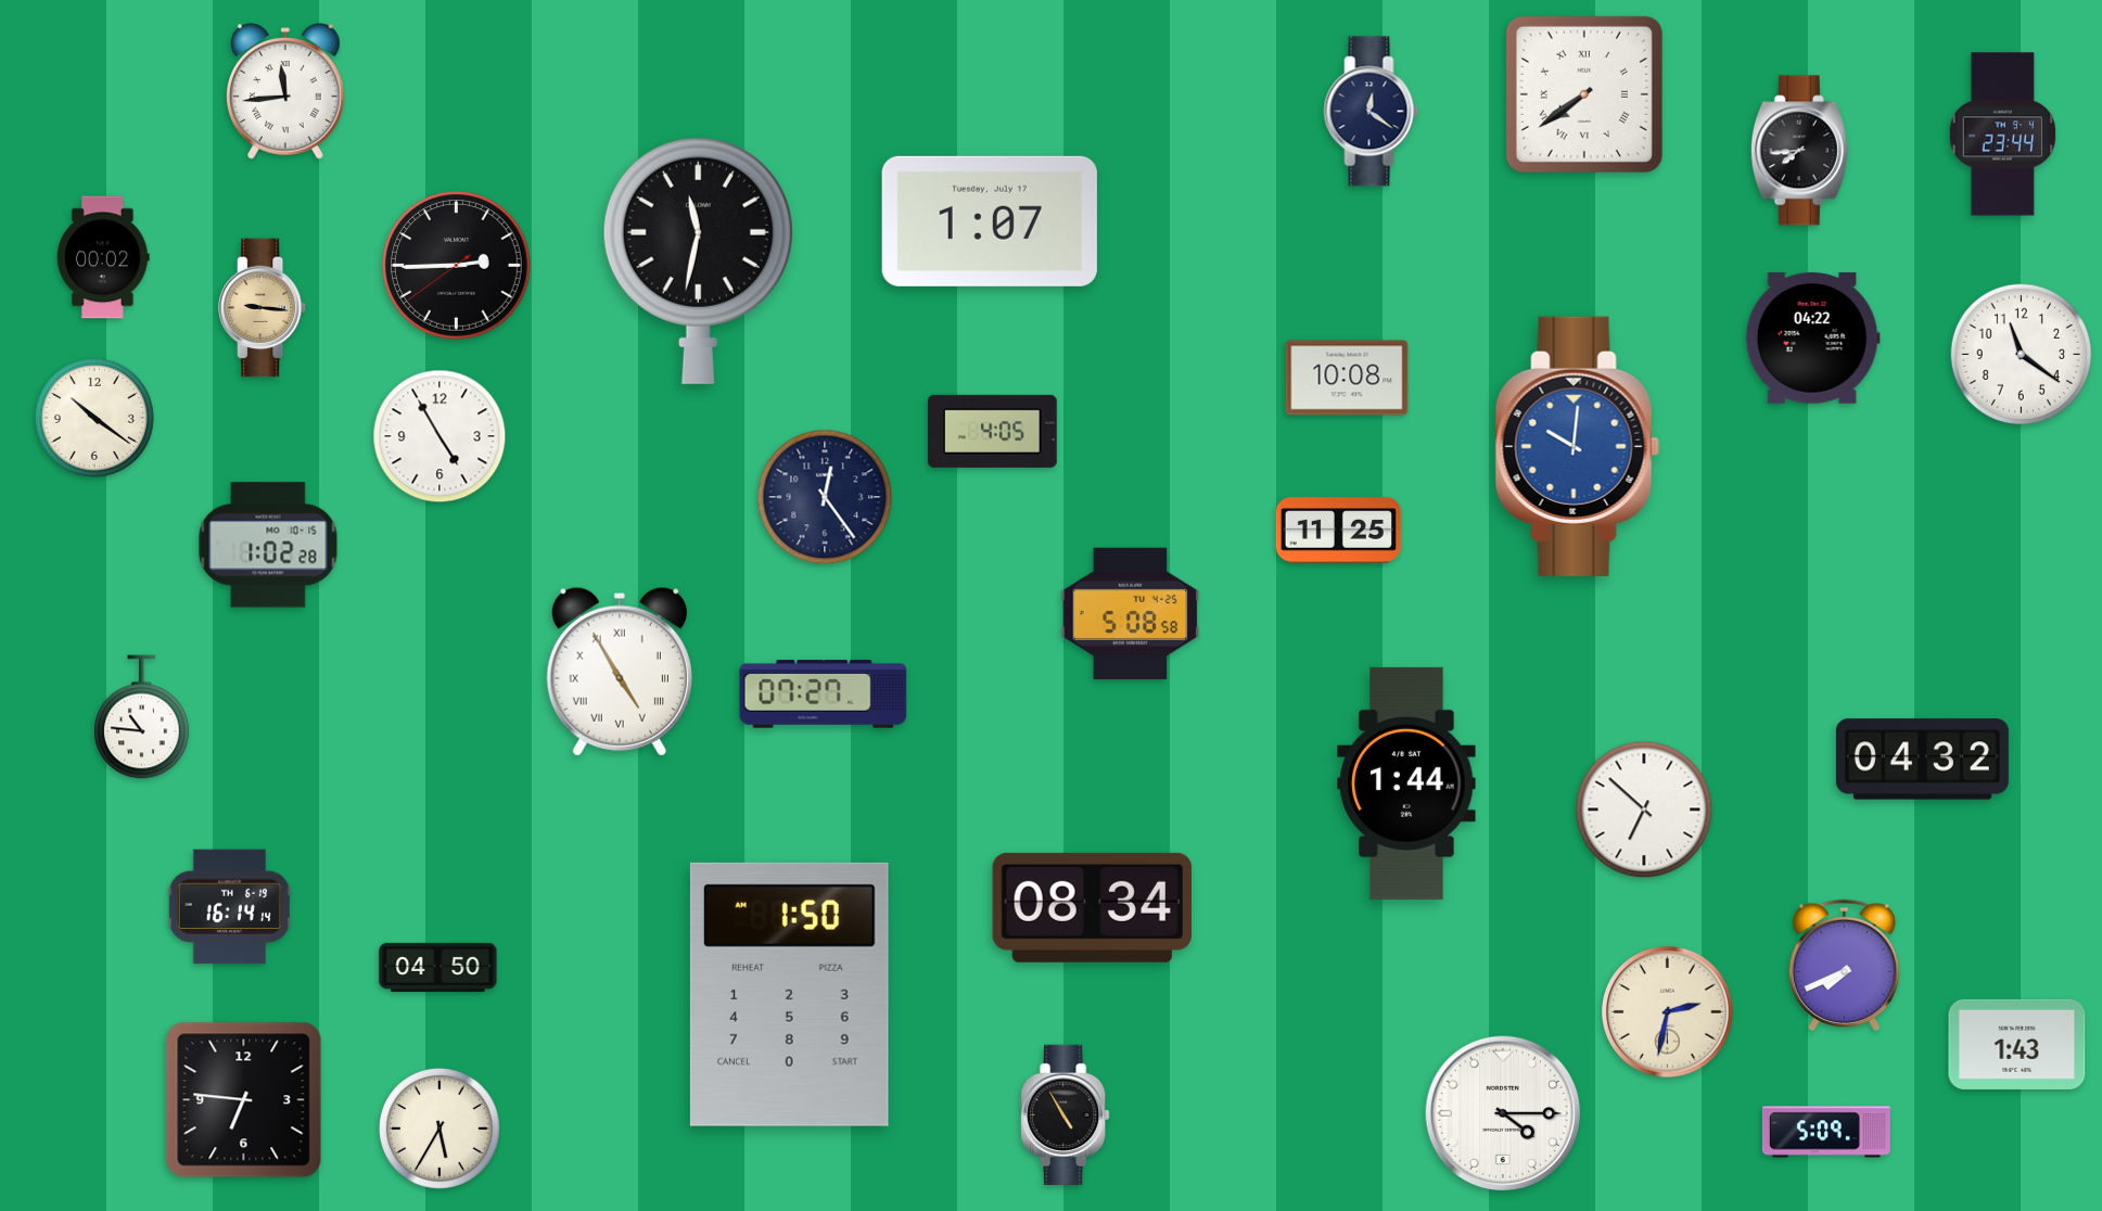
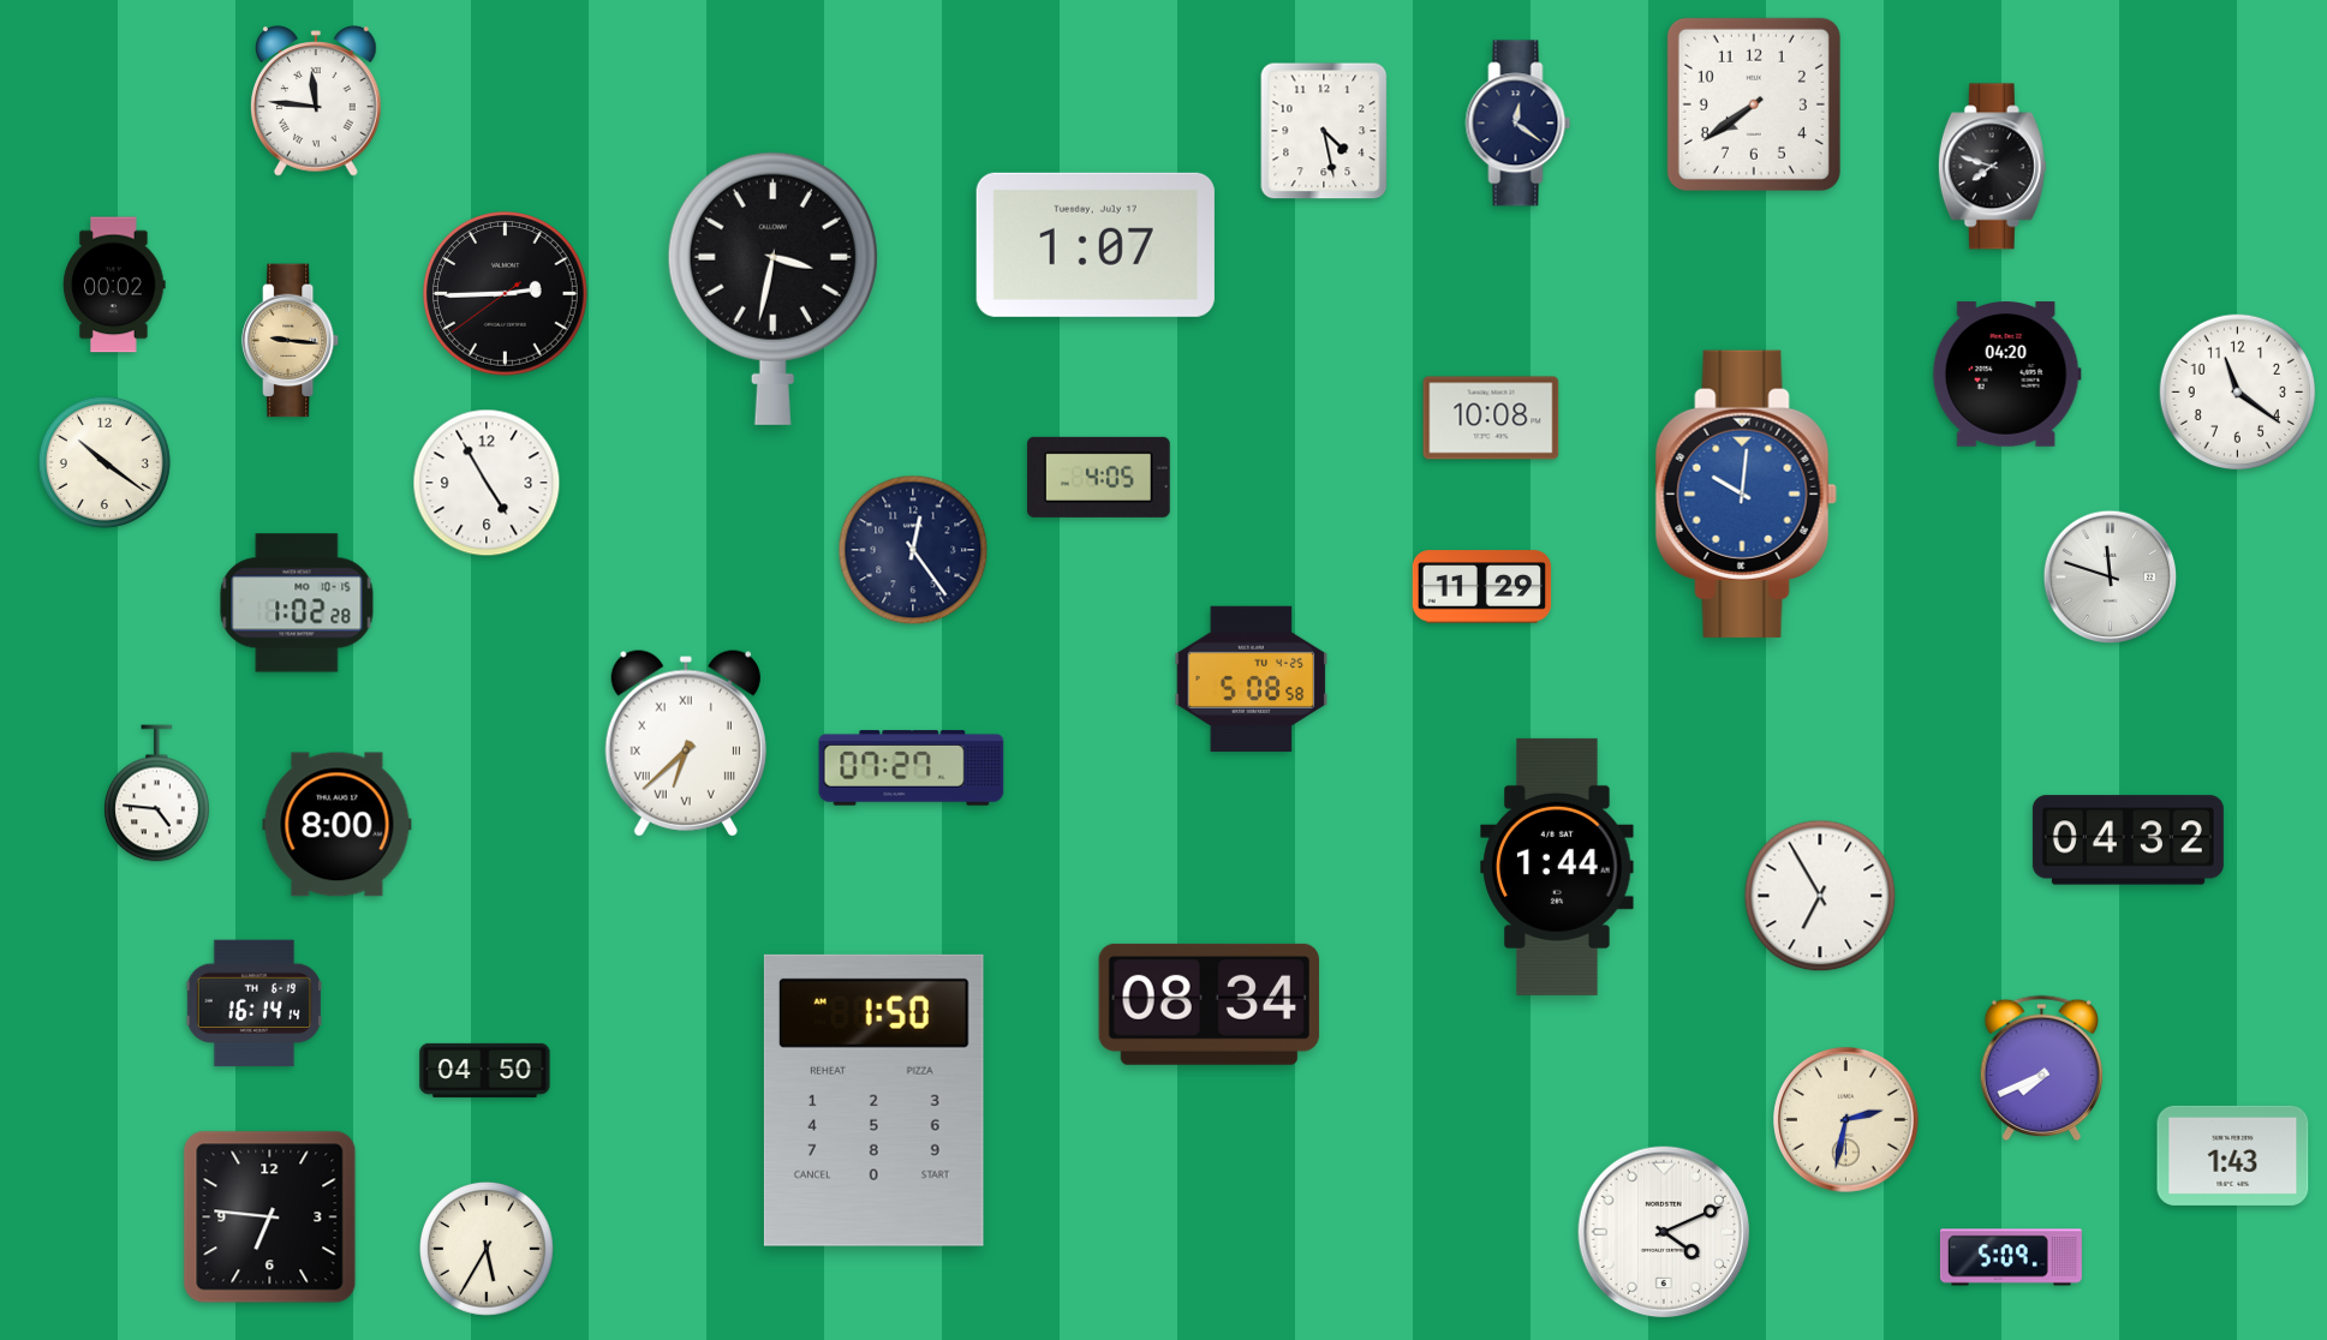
clock at (286, 91): 11:44 -> 11:46
clock at (1584, 94) numerals: Roman -> Arabic
clock at (1324, 131): none -> 4:28
clock at (2002, 135): 23:44 -> none
clock at (1799, 151): 7:44 -> 7:48
clock at (698, 260): 11:32 -> 3:32
clock at (1812, 339): 04:22 -> 04:20
clock at (2111, 578): none -> 11:48
clock at (1339, 531): 11:25 -> 11:29
clock at (620, 672): 4:55 -> 6:38
clock at (142, 717): 10:46 -> 4:46
clock at (338, 825): none -> 8:00
clock at (1644, 810): 6:52 -> 6:55
clock at (1503, 1113): 4:15 -> 4:11
clock at (1066, 1114): 4:55 -> none
clock at (1826, 1132) position: (1826, 1132) -> (2011, 1257)
